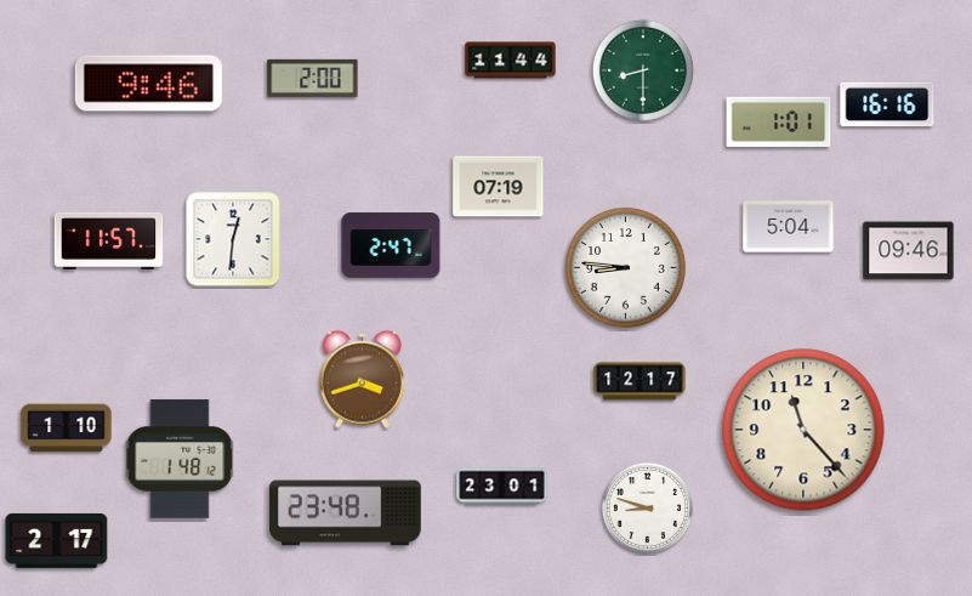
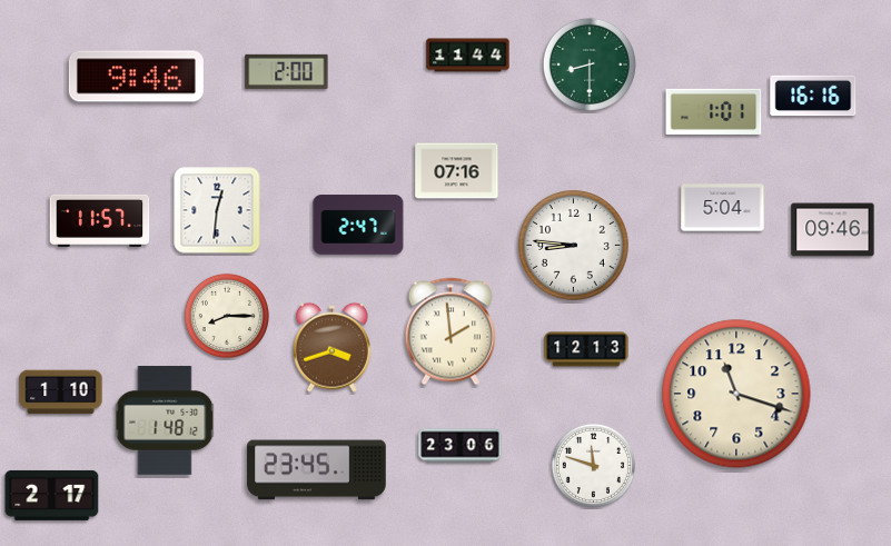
clock at (499, 187): 07:19 -> 07:16
clock at (233, 239) position: (233, 239) -> (217, 210)
clock at (227, 316): none -> 8:15
clock at (451, 331): none -> 1:59
clock at (640, 381): 12:17 -> 12:13
clock at (803, 430): 11:23 -> 11:18
clock at (502, 487): 23:01 -> 23:06
clock at (647, 507): 8:48 -> 11:48
clock at (346, 513): 23:48 -> 23:45
